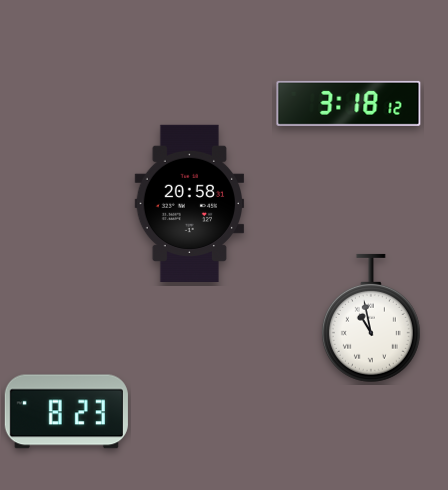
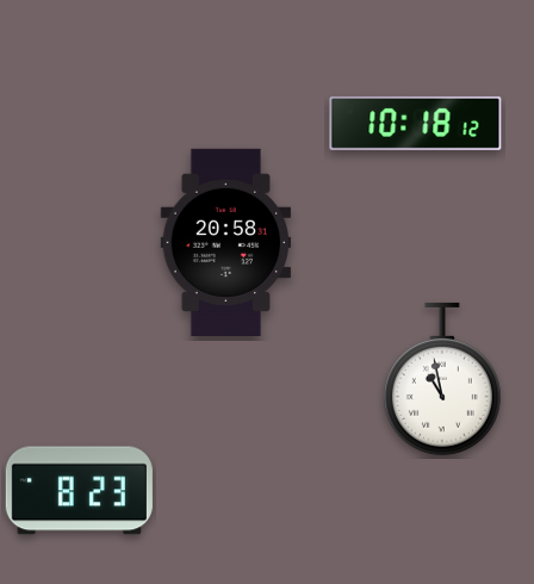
clock at (349, 103): 3:18 -> 10:18
